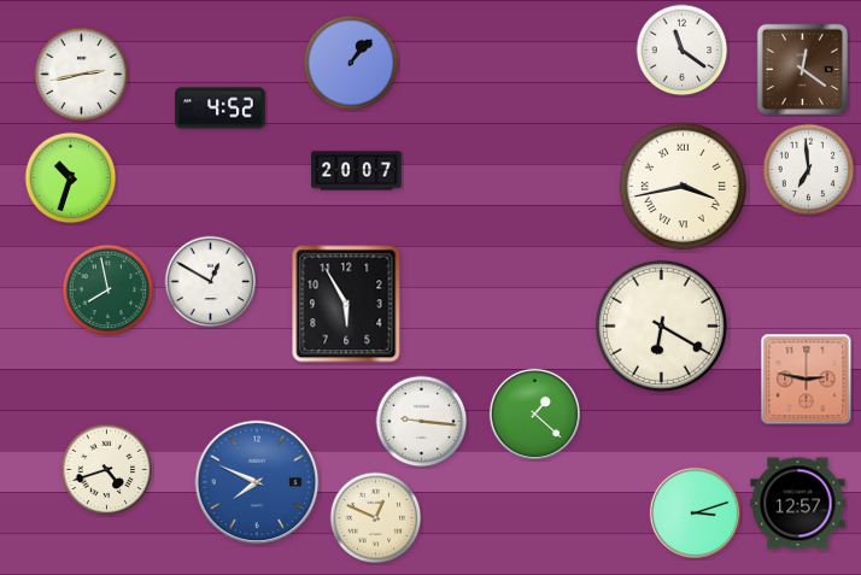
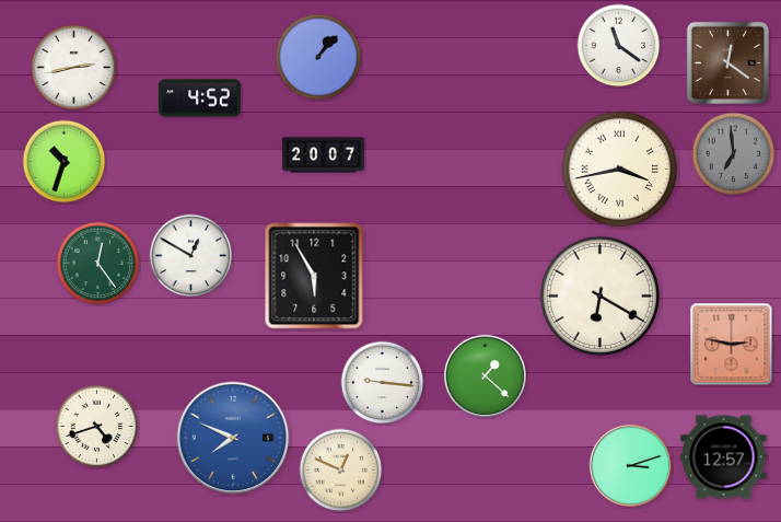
clock at (809, 170) dial: white -> grey
clock at (109, 291): 7:58 -> 12:24
